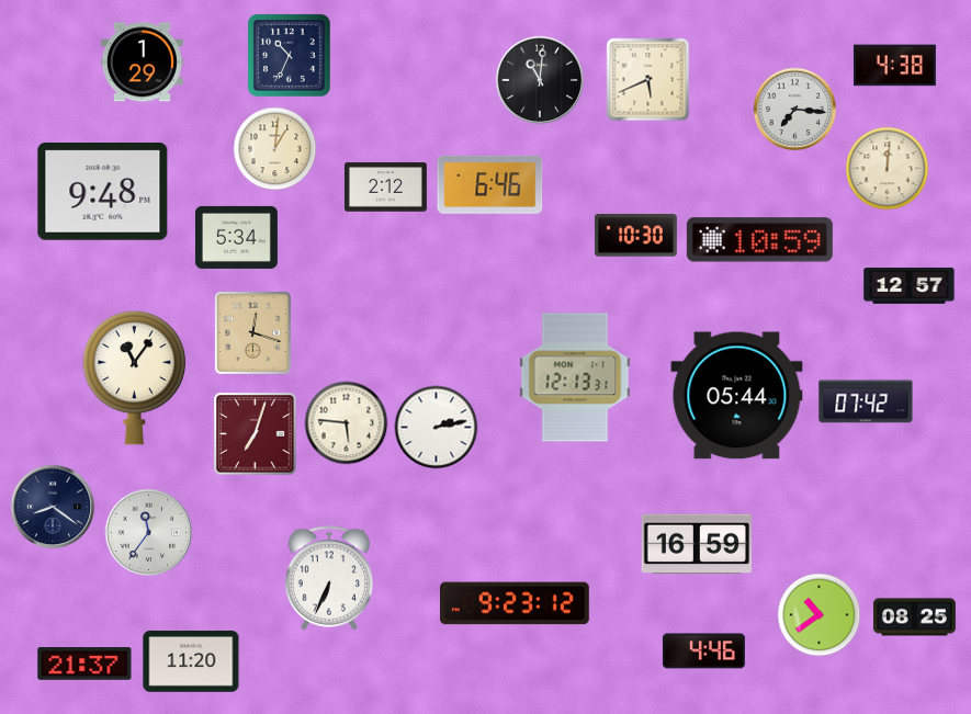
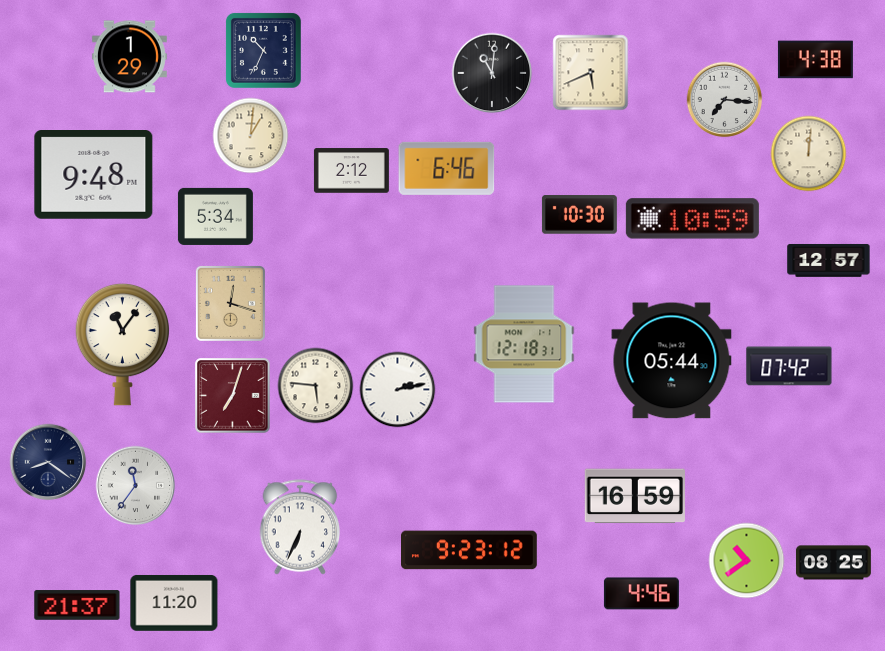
clock at (575, 377): 12:13 -> 12:18
